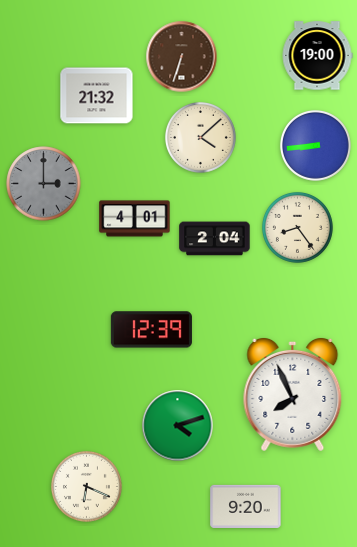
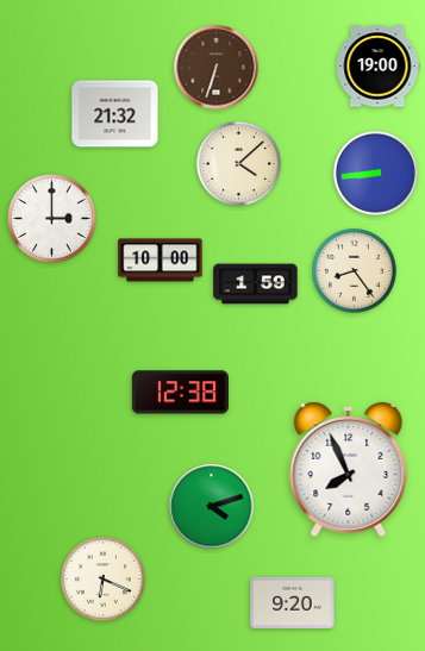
clock at (44, 184) dial: grey -> white
clock at (135, 219): 4:01 -> 10:00
clock at (215, 239): 2:04 -> 1:59
clock at (151, 330): 12:39 -> 12:38
